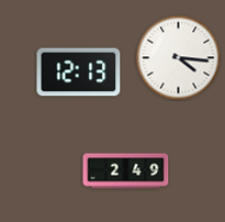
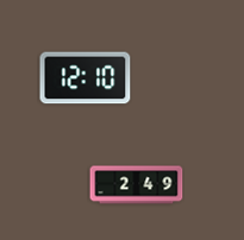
clock at (179, 58): 4:16 -> none
clock at (79, 73): 12:13 -> 12:10
